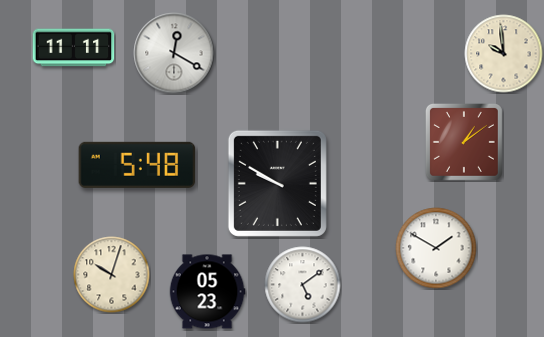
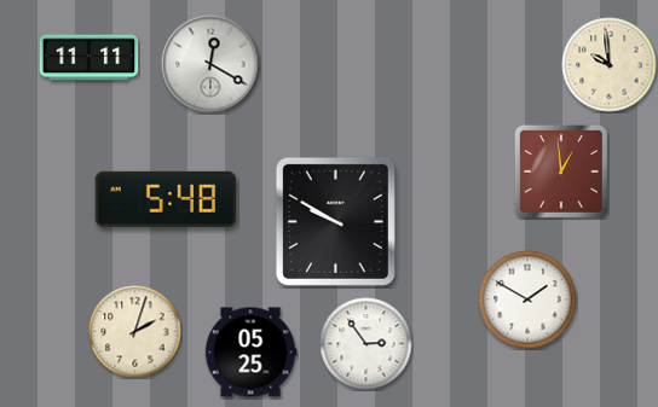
clock at (464, 142): 1:09 -> 12:59
clock at (112, 275): 10:03 -> 2:03
clock at (303, 285): 5:09 -> 2:54
clock at (207, 292): 05:23 -> 05:25
